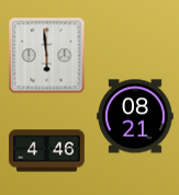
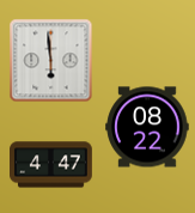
clock at (135, 116): 08:21 -> 08:22
clock at (47, 151): 4:46 -> 4:47
